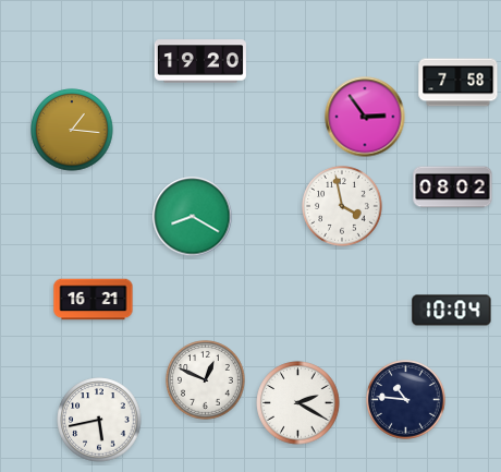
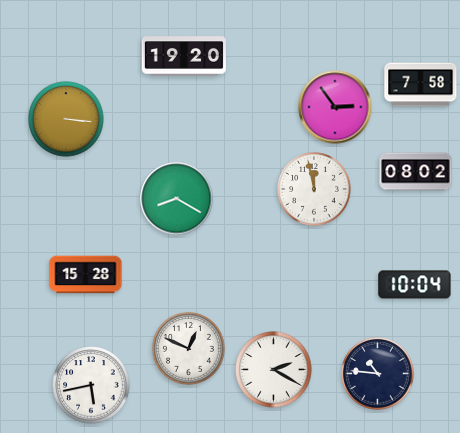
clock at (459, 83) position: (459, 83) -> (421, 85)
clock at (72, 130): 1:16 -> 3:16
clock at (342, 206): 3:58 -> 11:58
clock at (94, 300): 16:21 -> 15:28
clock at (406, 400) position: (406, 400) -> (378, 374)
